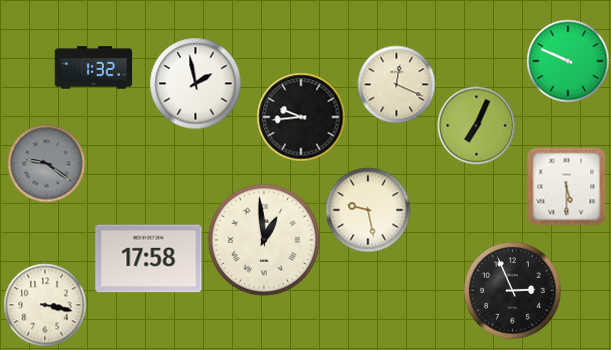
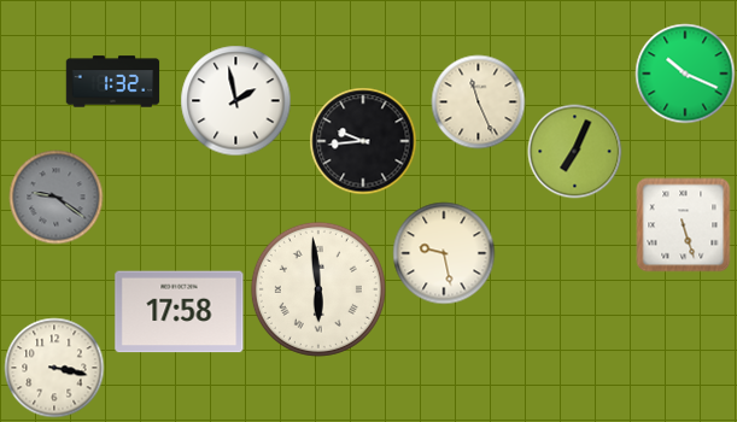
clock at (568, 61): 9:49 -> 10:19
clock at (396, 84): 12:19 -> 11:26
clock at (566, 186): 5:30 -> 5:27
clock at (264, 240): 12:59 -> 5:59
clock at (513, 291): 2:56 -> none
